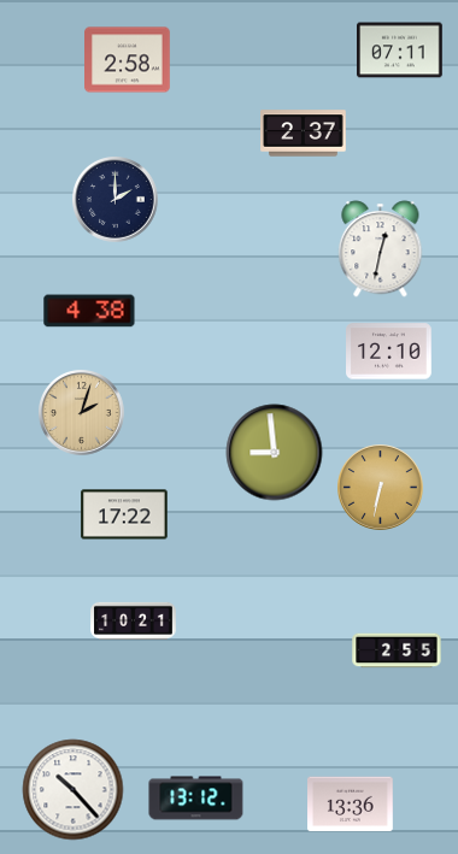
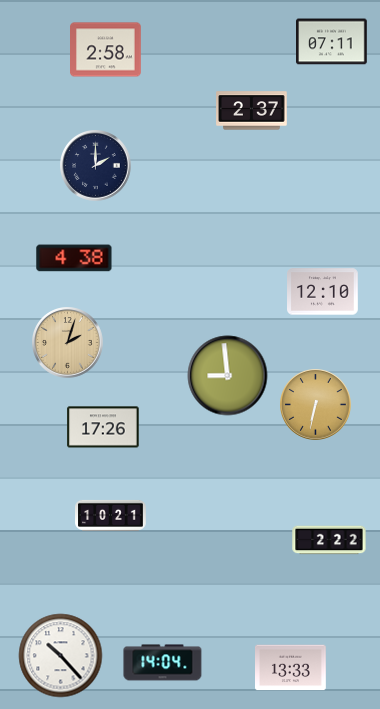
clock at (381, 249): 12:32 -> none
clock at (124, 514): 17:22 -> 17:26
clock at (397, 650): 2:55 -> 2:22
clock at (196, 799): 13:12 -> 14:04
clock at (351, 805): 13:36 -> 13:33
